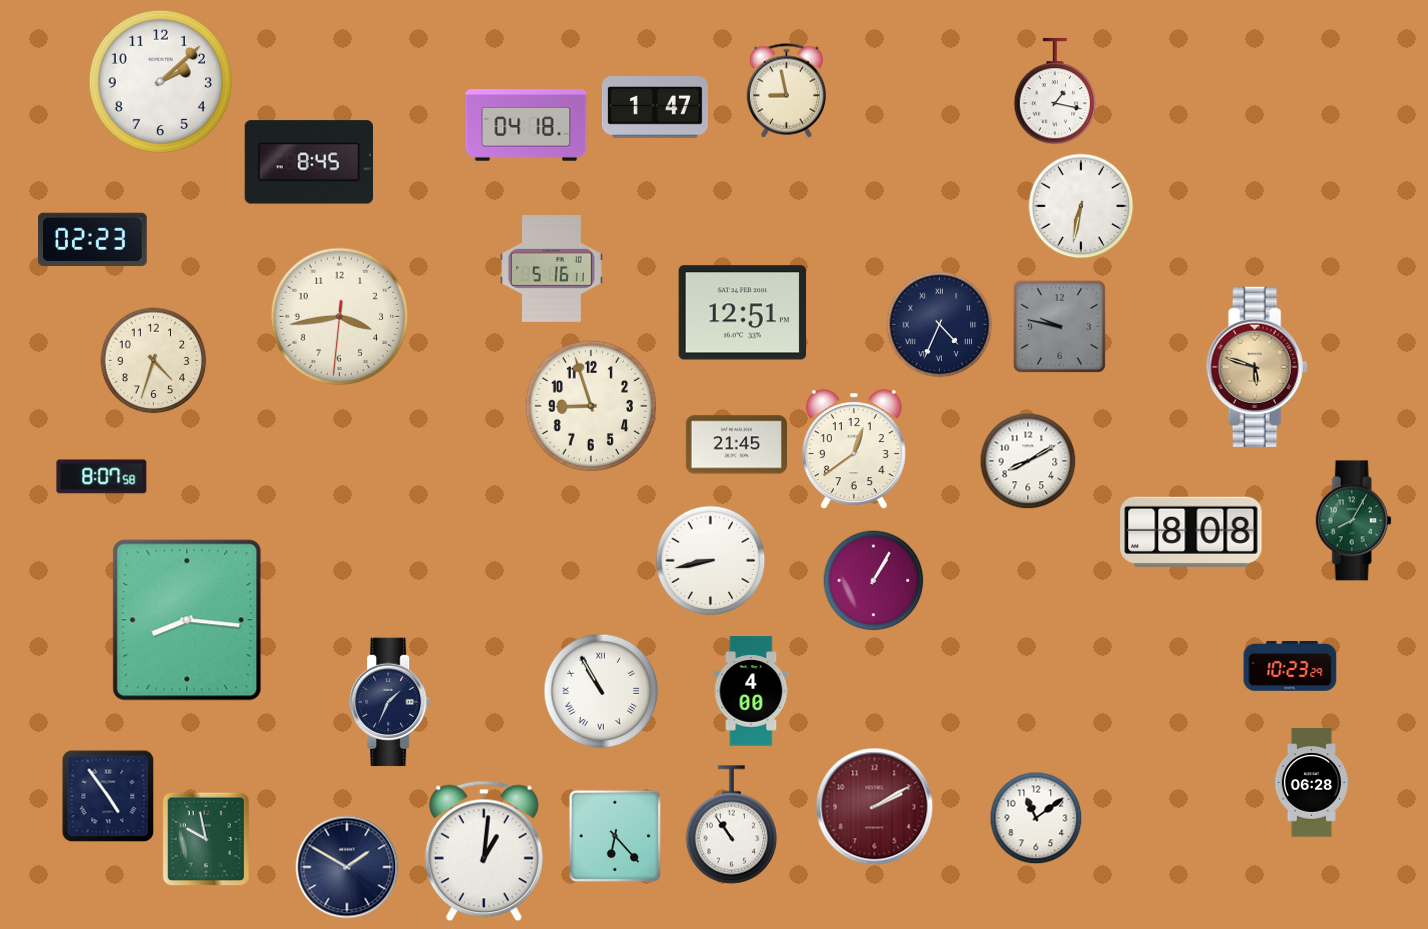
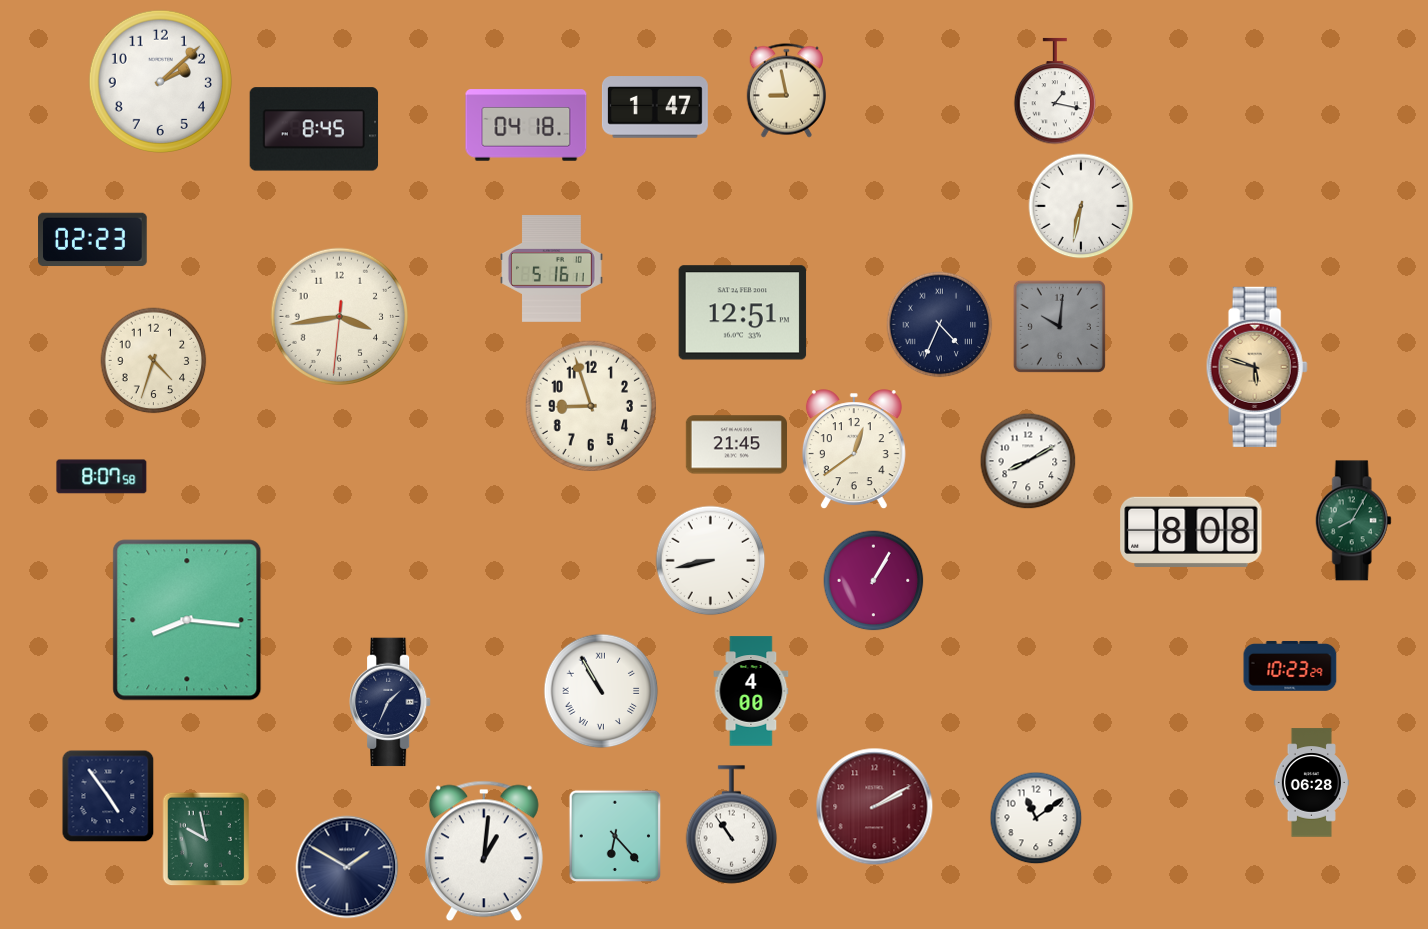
clock at (309, 162) position: (309, 162) -> (314, 129)
clock at (1059, 326): 9:47 -> 10:01
